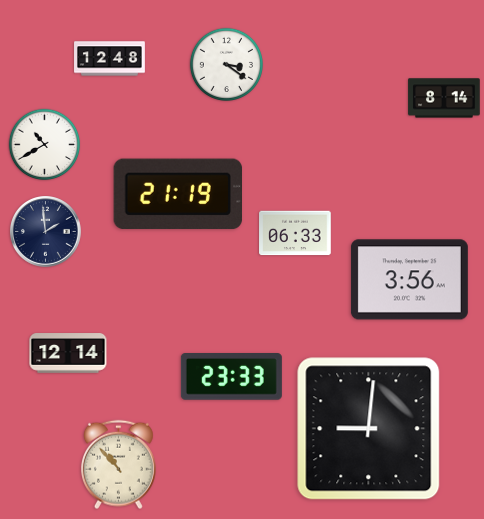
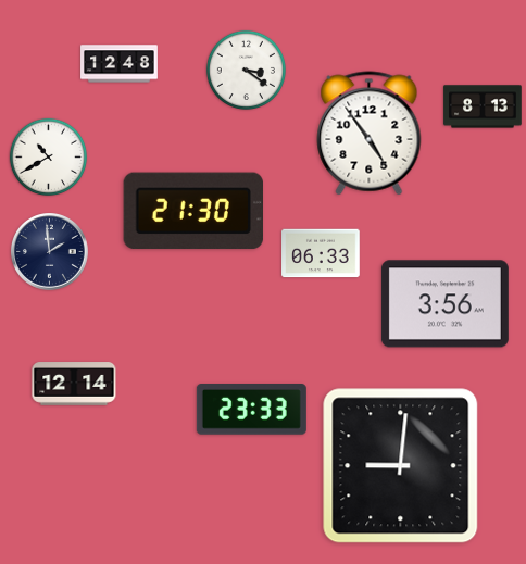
clock at (444, 98): 8:14 -> 8:13
clock at (370, 134): none -> 4:54
clock at (178, 194): 21:19 -> 21:30
clock at (118, 465): 10:53 -> none
